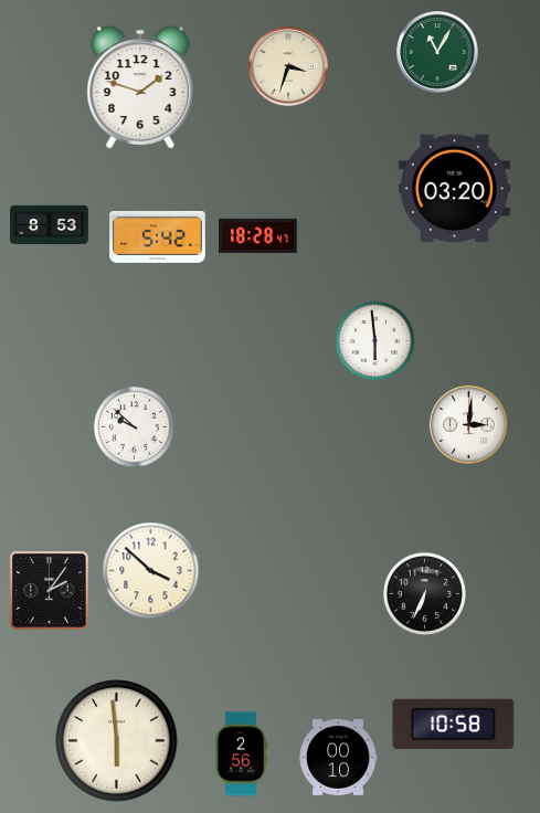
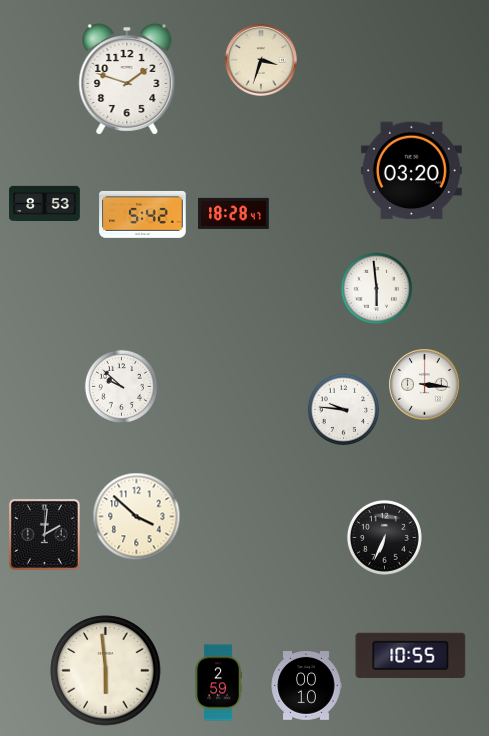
clock at (437, 52): 11:05 -> none
clock at (375, 341) position: (375, 341) -> (377, 289)
clock at (469, 425): 3:01 -> 3:16
clock at (344, 410): none -> 9:46
clock at (49, 590): 2:06 -> 2:01
clock at (454, 724): 10:58 -> 10:55
clock at (241, 754): 2:56 -> 2:59
